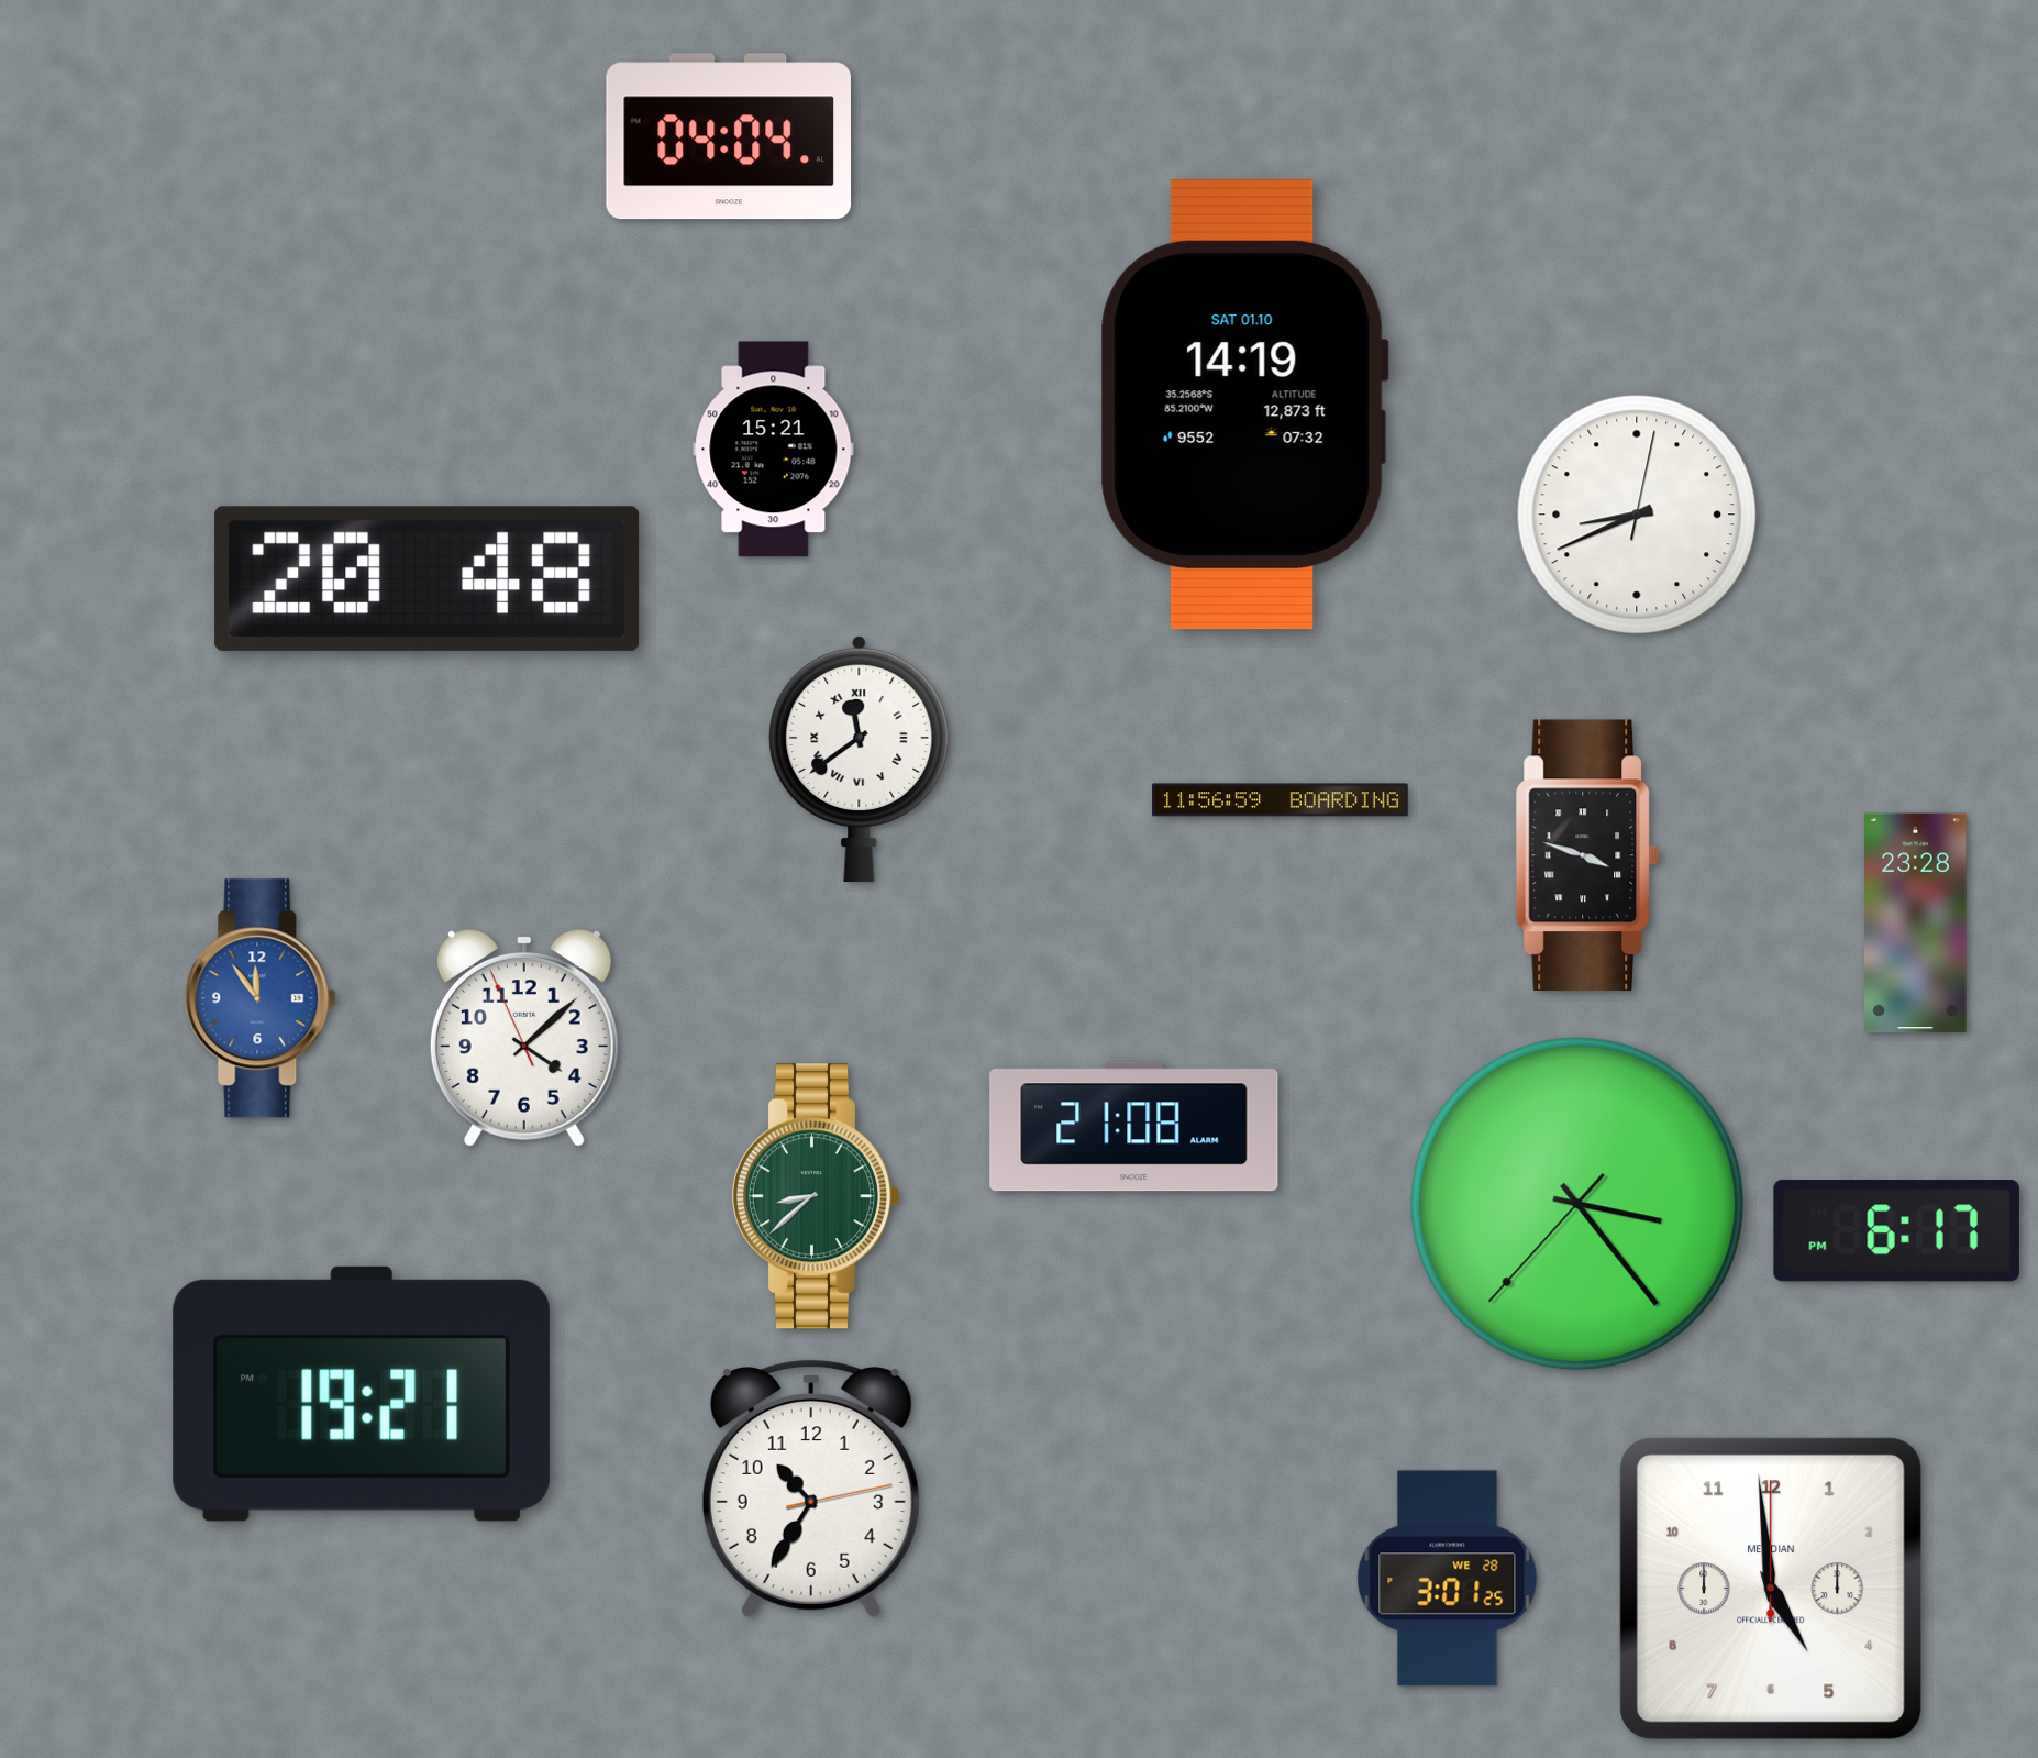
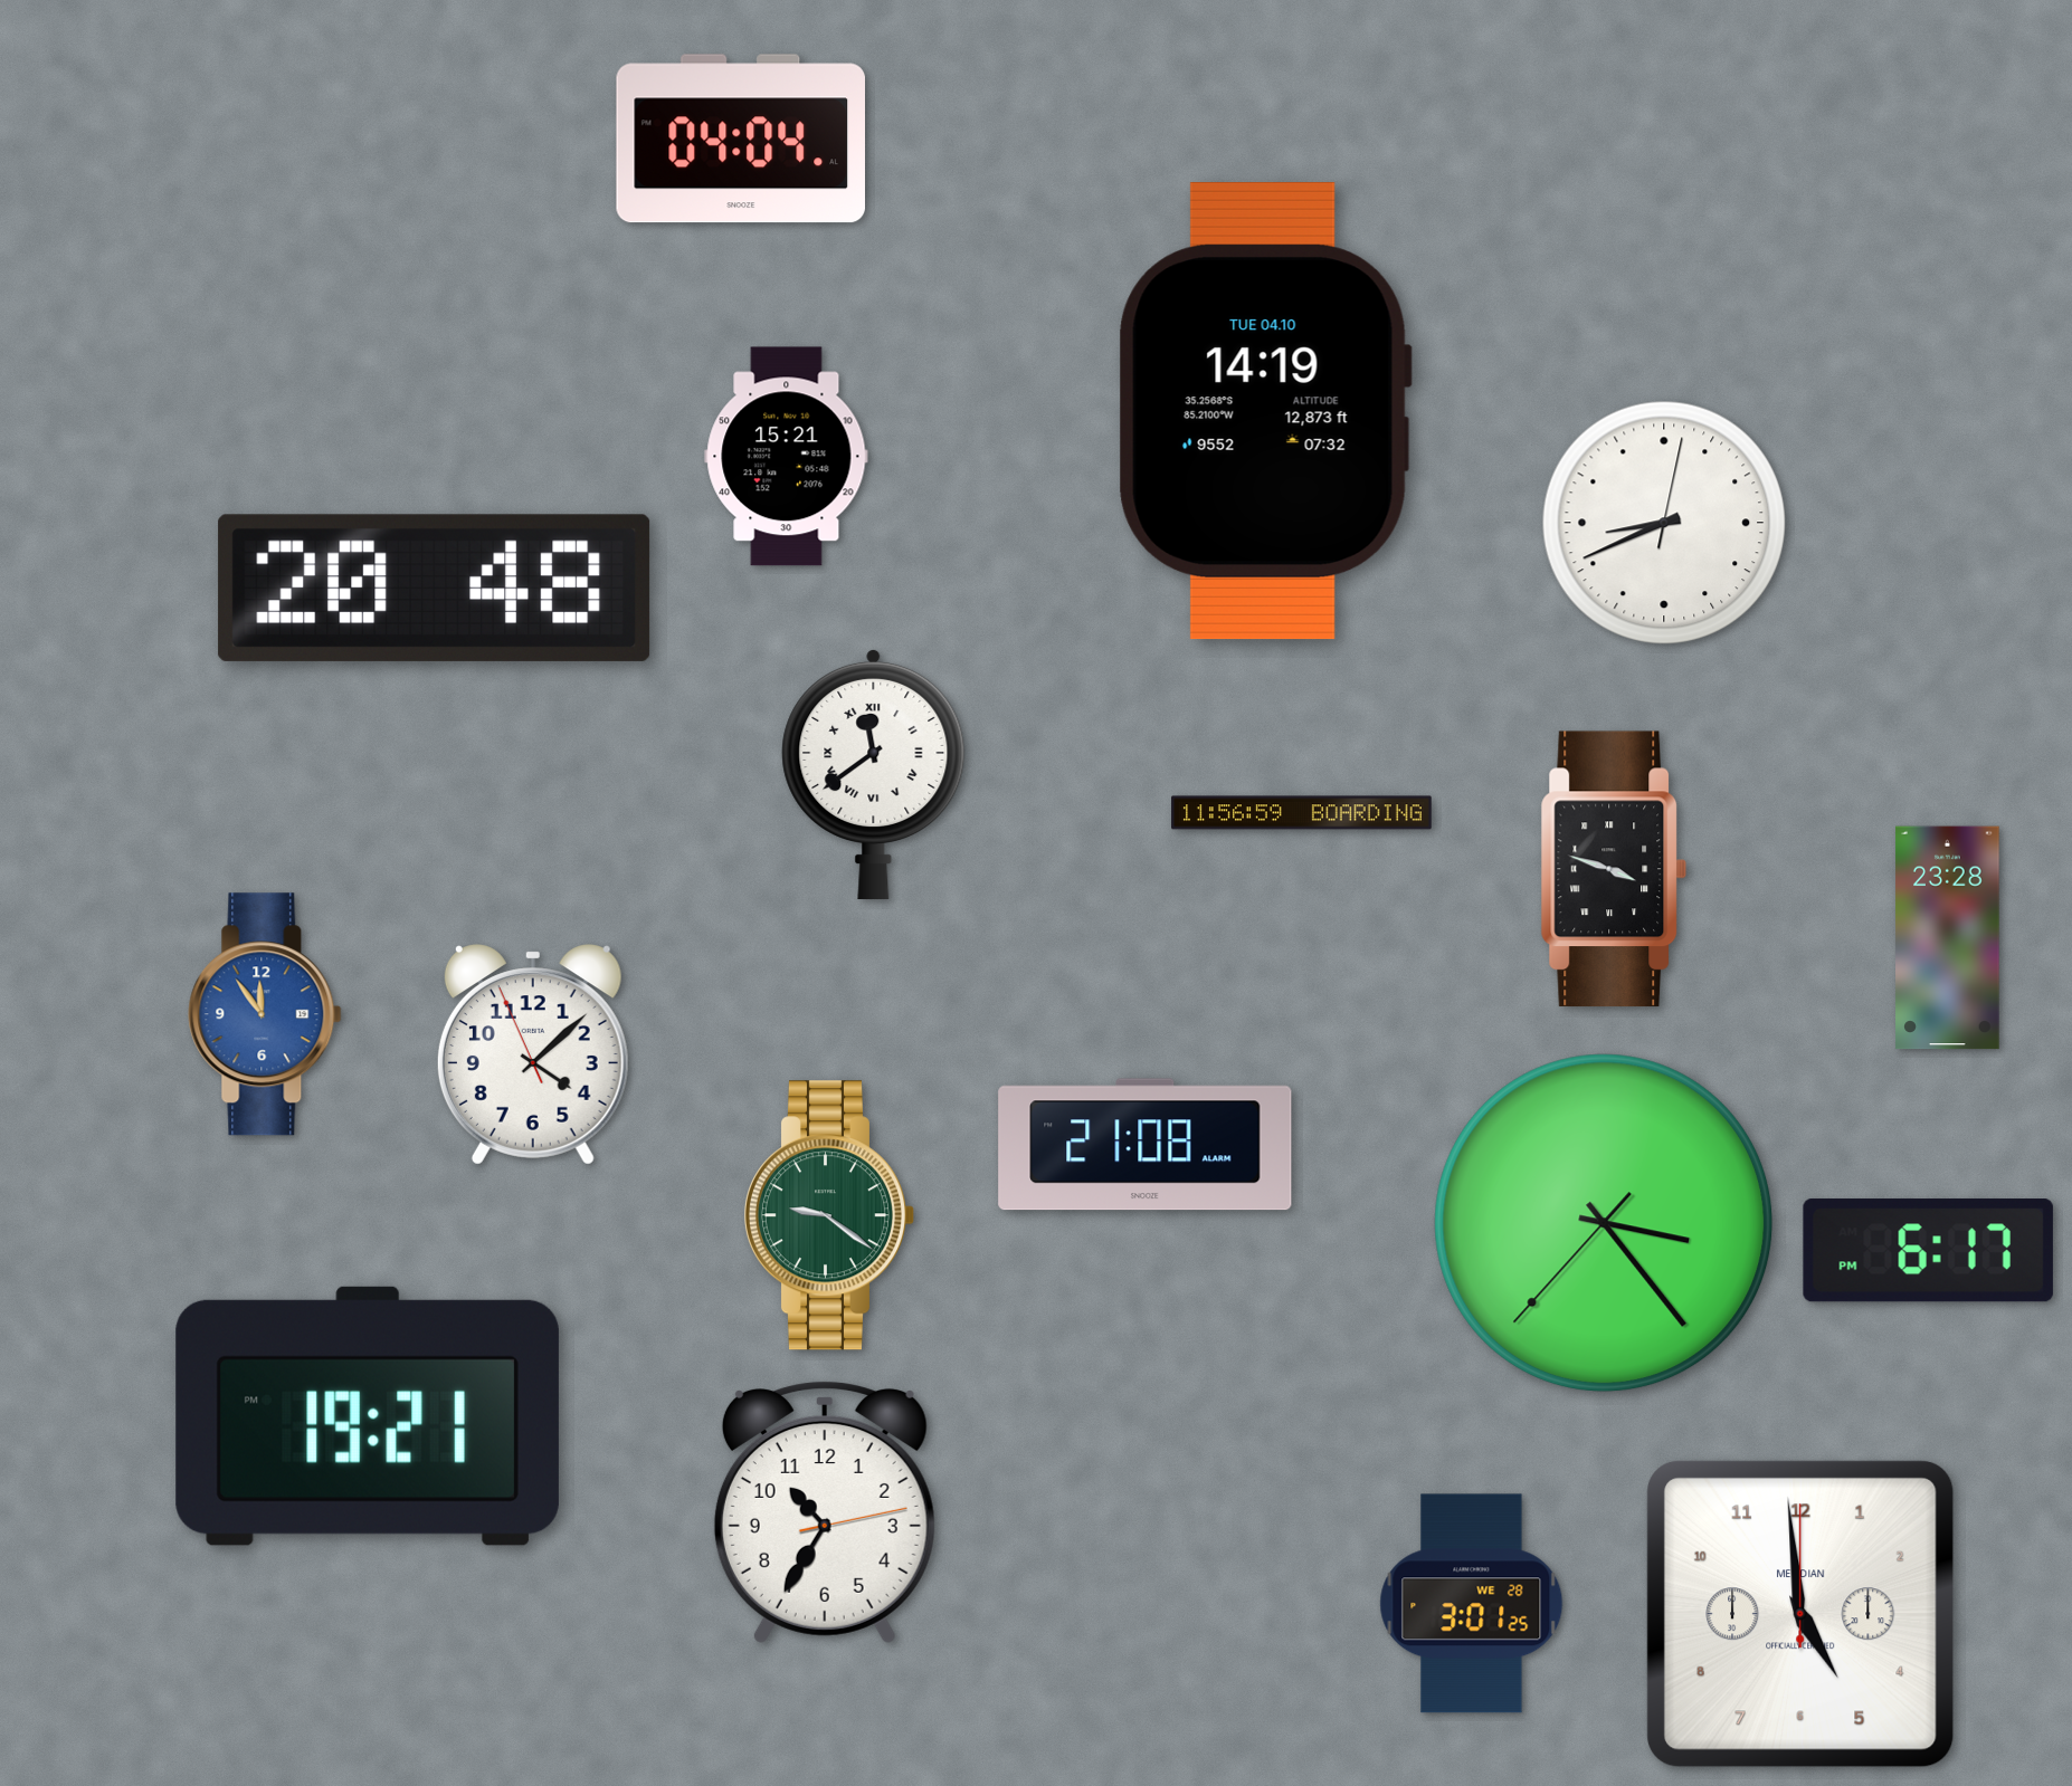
clock at (1244, 406) date: SAT 01.10 -> TUE 04.10
clock at (860, 759) position: (860, 759) -> (874, 774)
clock at (1134, 1127) position: (1134, 1127) -> (1146, 1145)
clock at (816, 1196): 8:38 -> 9:21
